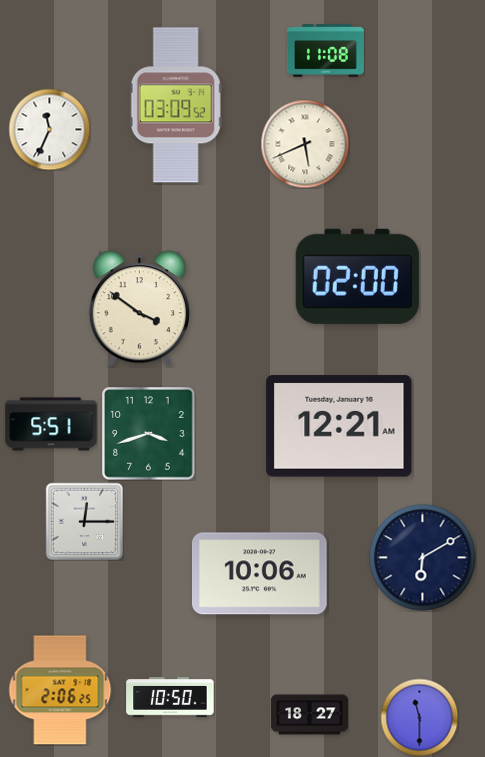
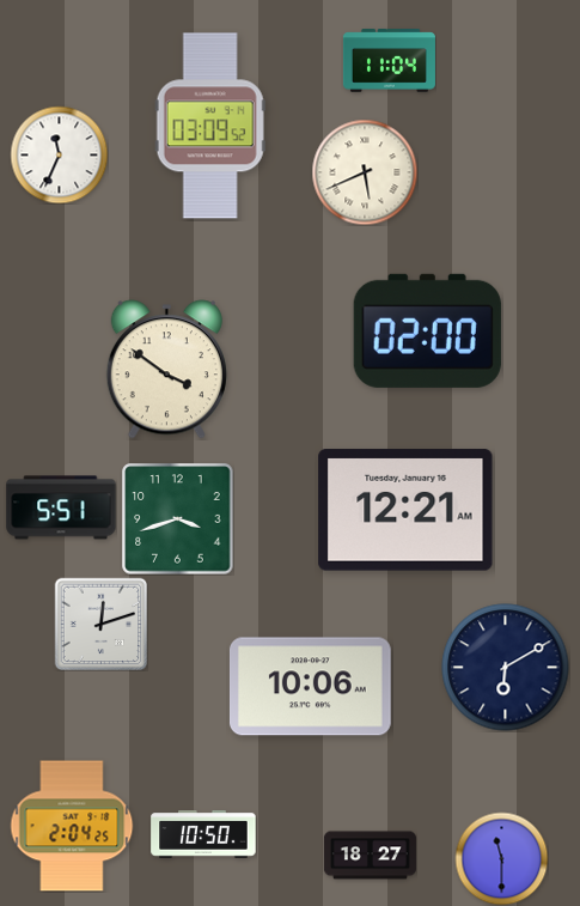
clock at (325, 51): 11:08 -> 11:04
clock at (84, 521): 12:15 -> 12:12
clock at (60, 690): 2:06 -> 2:04
